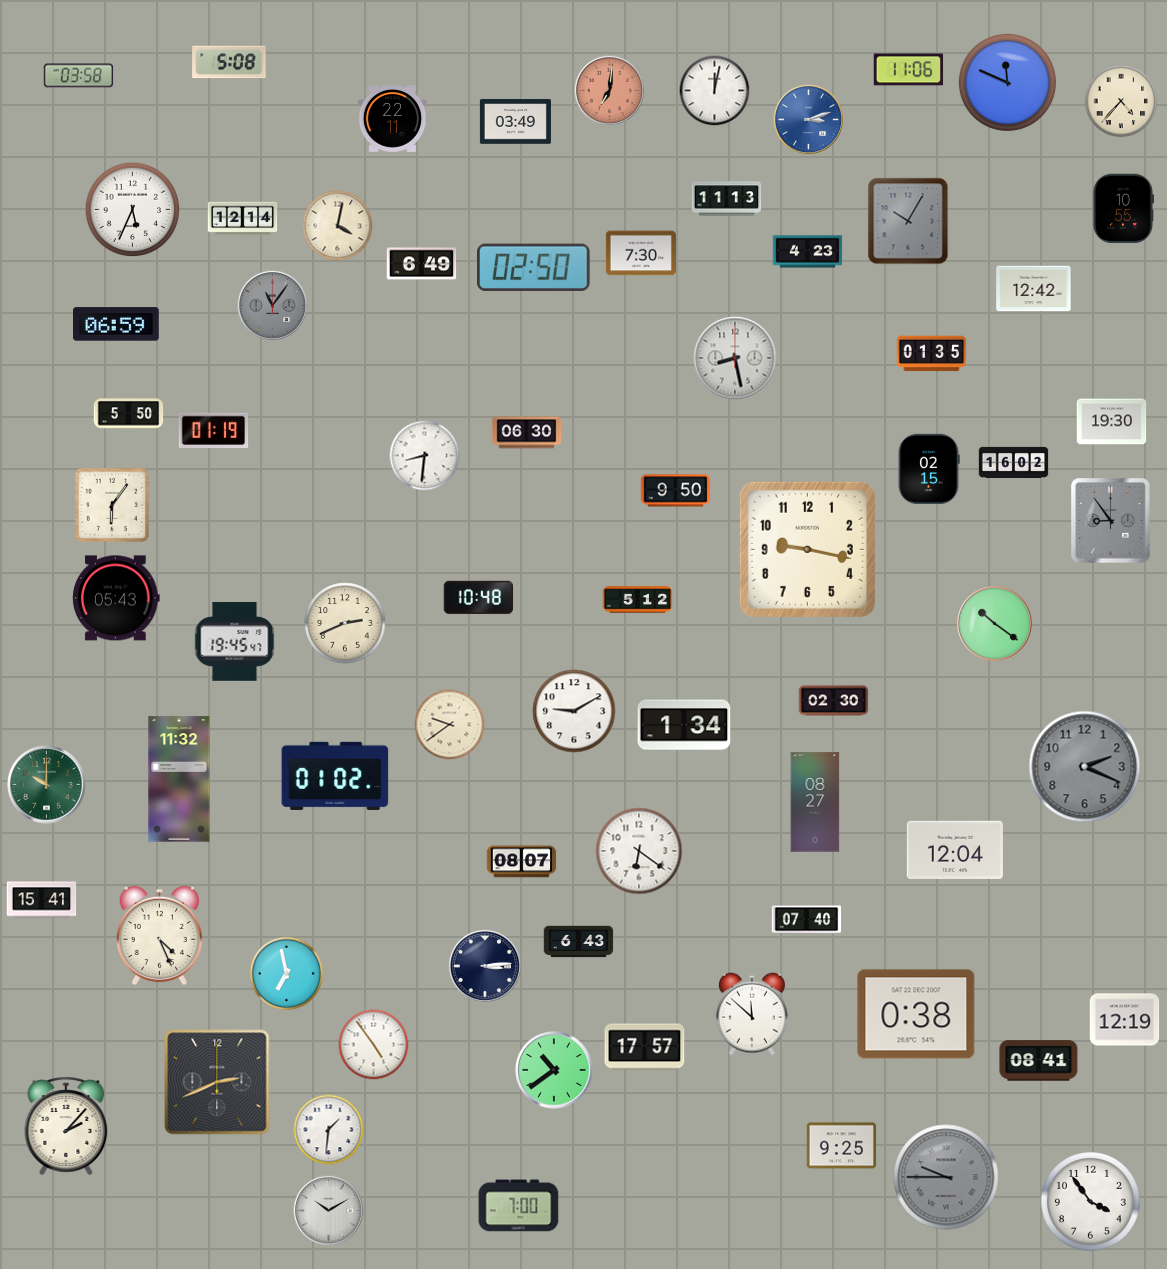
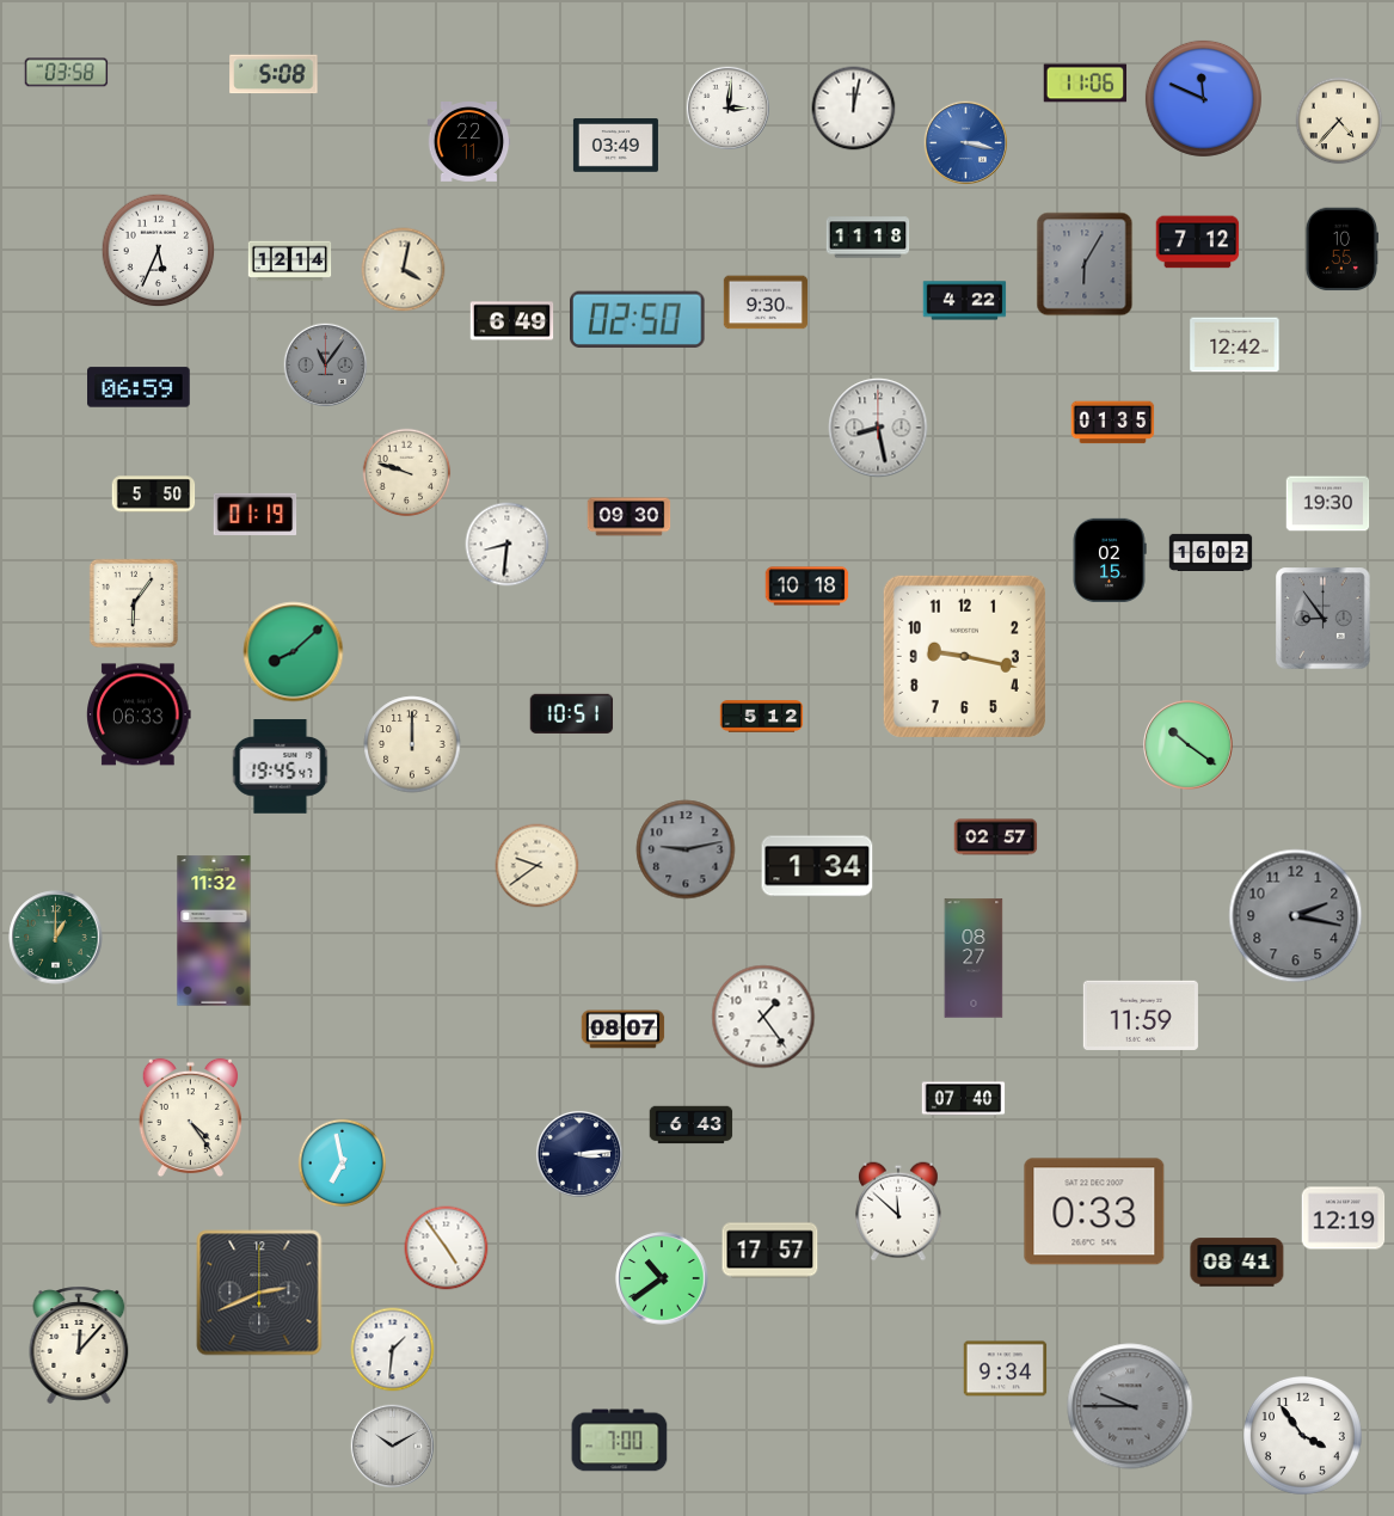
clock at (79, 76) position: (79, 76) -> (67, 73)
clock at (609, 90): 7:01 -> 3:01
clock at (609, 90) dial: salmon -> white
clock at (808, 119): 3:12 -> 3:17
clock at (727, 199): 11:13 -> 11:18
clock at (1198, 243): none -> 7:12
clock at (908, 221): 10:05 -> 6:05
clock at (808, 252): 4:23 -> 4:22
clock at (640, 253): 7:30 -> 9:30
clock at (422, 264) position: (422, 264) -> (512, 321)
clock at (407, 473): none -> 9:48
clock at (527, 433): 06:30 -> 09:30
clock at (676, 491): 9:50 -> 10:18
clock at (1111, 521) position: (1111, 521) -> (1324, 619)
clock at (294, 652): none -> 8:08
clock at (479, 597): 10:48 -> 10:51
clock at (117, 598): 05:43 -> 06:33
clock at (345, 623): 2:41 -> 12:00
clock at (834, 701): 02:30 -> 02:57
clock at (574, 711): 9:10 -> 9:13
clock at (574, 711) dial: white -> grey
clock at (1085, 767): 2:19 -> 2:17
clock at (335, 776): 01:02 -> none
clock at (47, 785): 10:00 -> 1:00
clock at (955, 850): 12:04 -> 11:59
clock at (639, 851): 6:21 -> 1:24
clock at (42, 900): 15:41 -> none
clock at (159, 936): 4:26 -> 4:24
clock at (916, 1014): 0:38 -> 0:33
clock at (1039, 1061) position: (1039, 1061) -> (1238, 1263)
clock at (66, 1126): 2:07 -> 12:07
clock at (842, 1146): 9:25 -> 9:34
